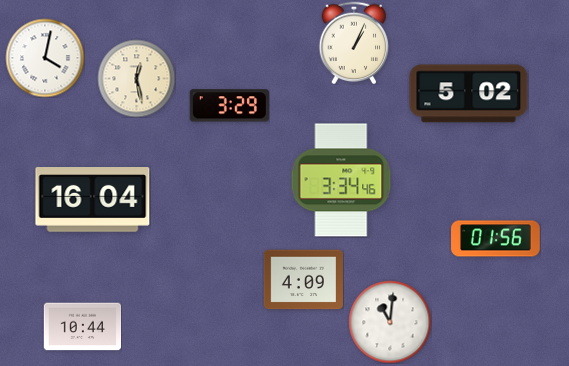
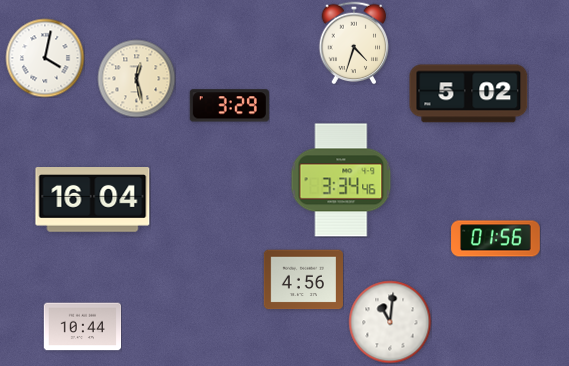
clock at (354, 43): 1:04 -> 4:33
clock at (303, 280): 4:09 -> 4:56
